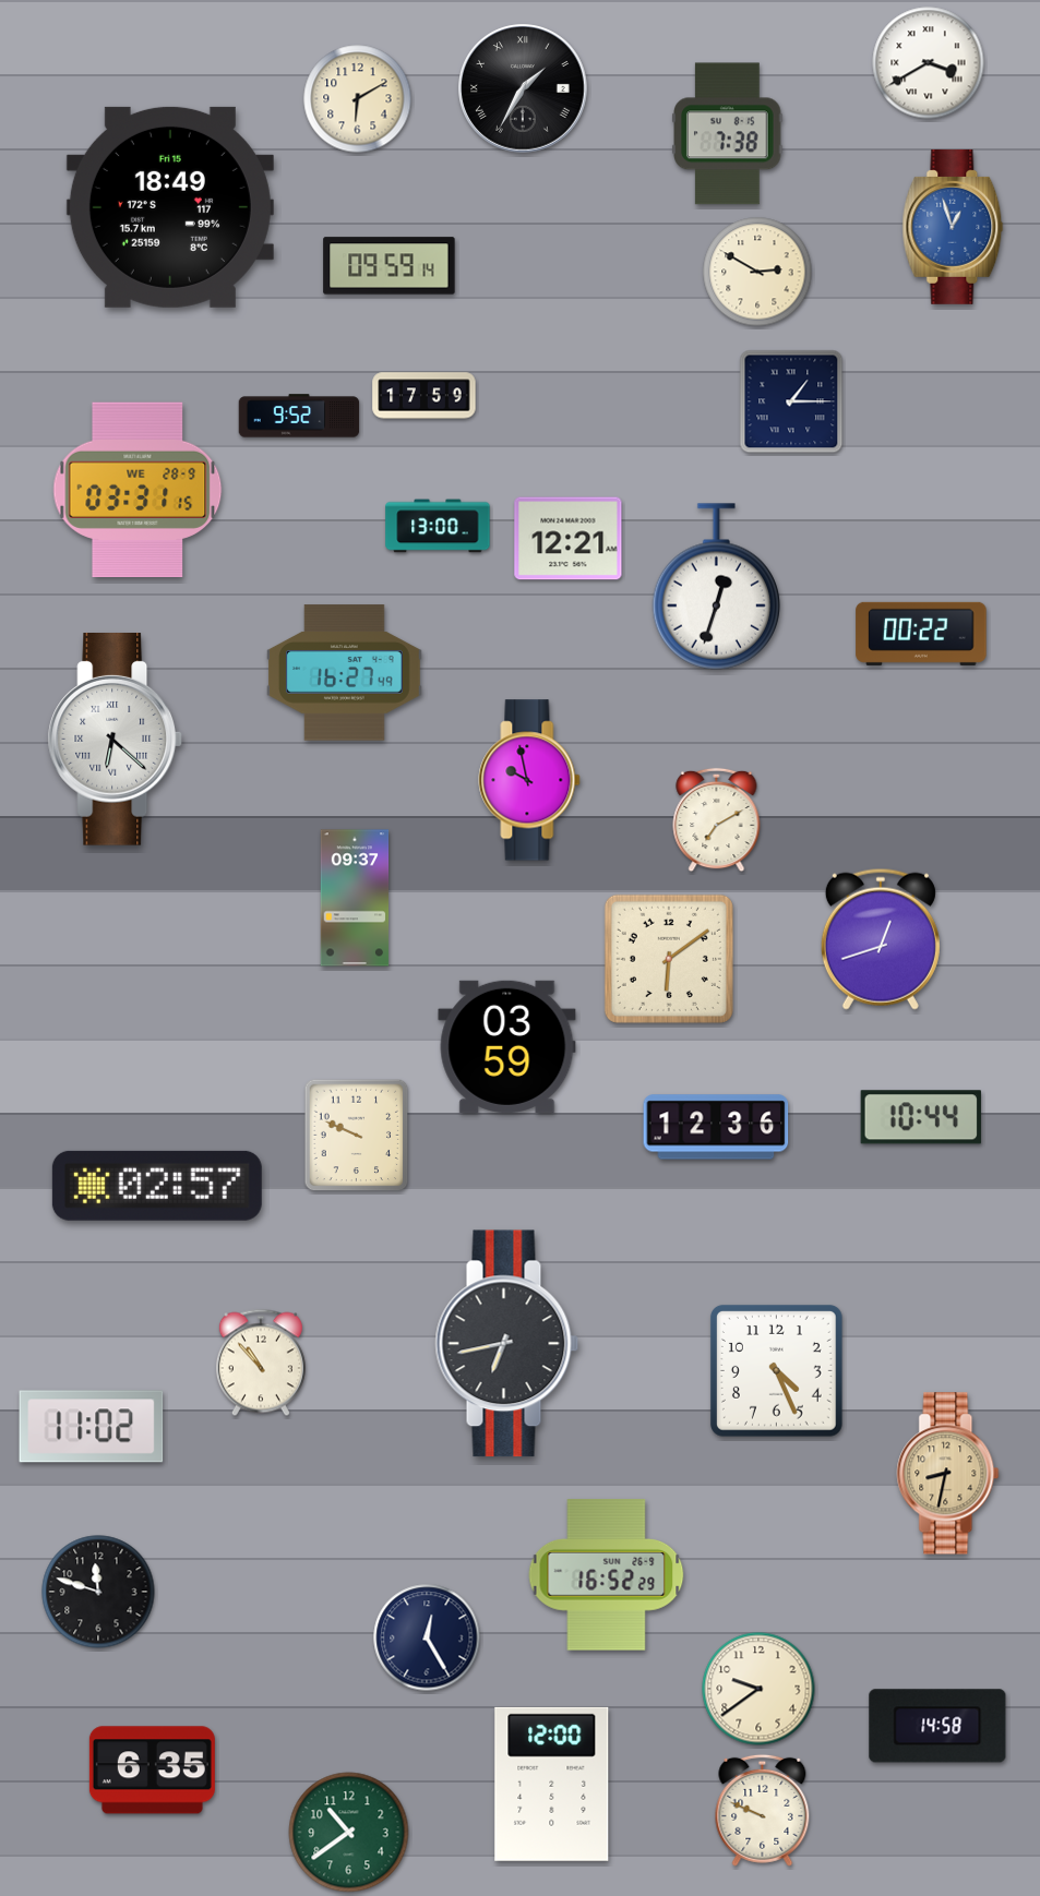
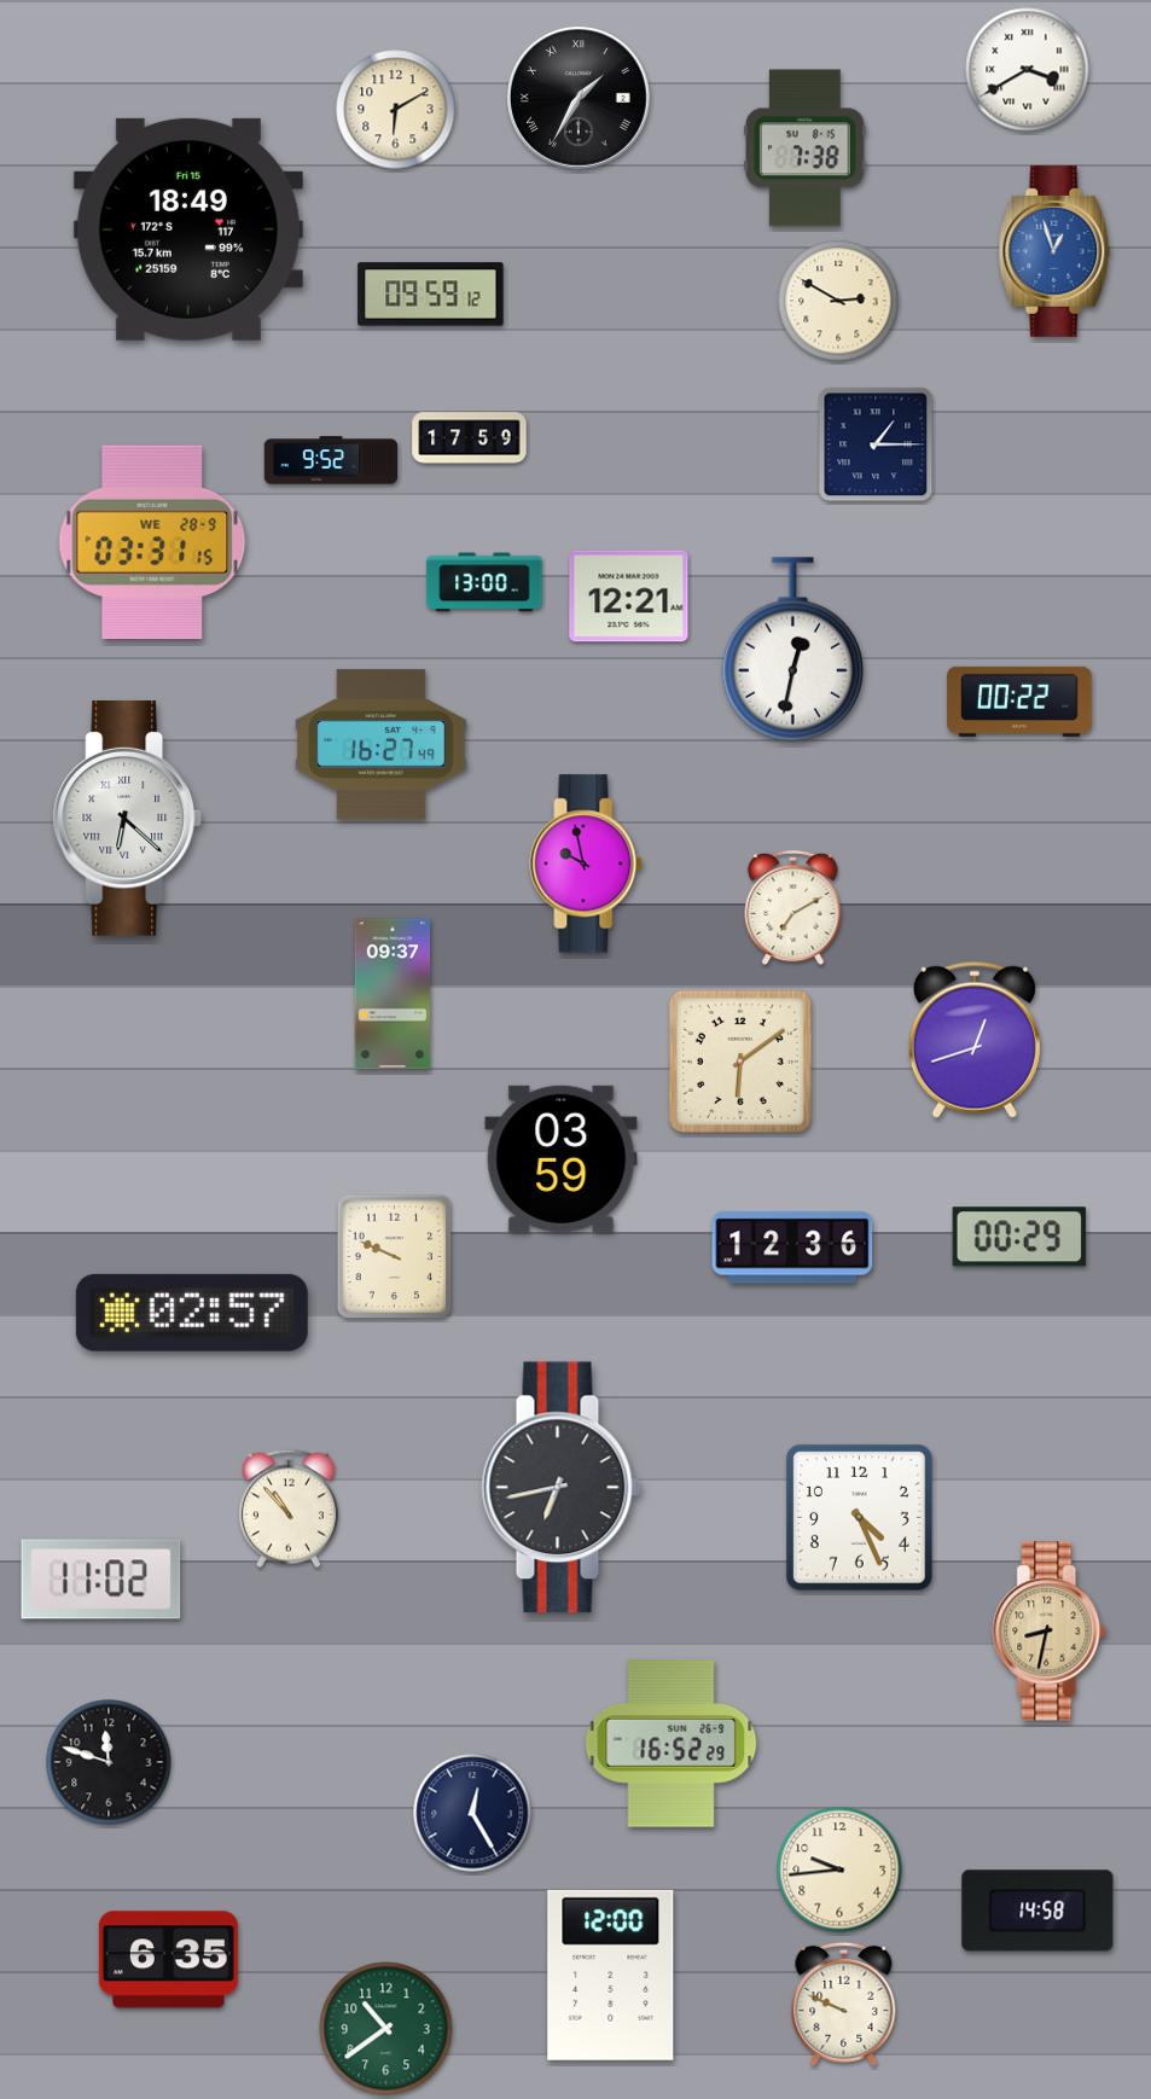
clock at (390, 266): 09:59:14 -> 09:59:12
clock at (717, 587): 12:33 -> 12:32
clock at (921, 1117): 10:44 -> 00:29
clock at (157, 1186) position: (157, 1186) -> (192, 1313)
clock at (758, 1689): 9:39 -> 9:44
